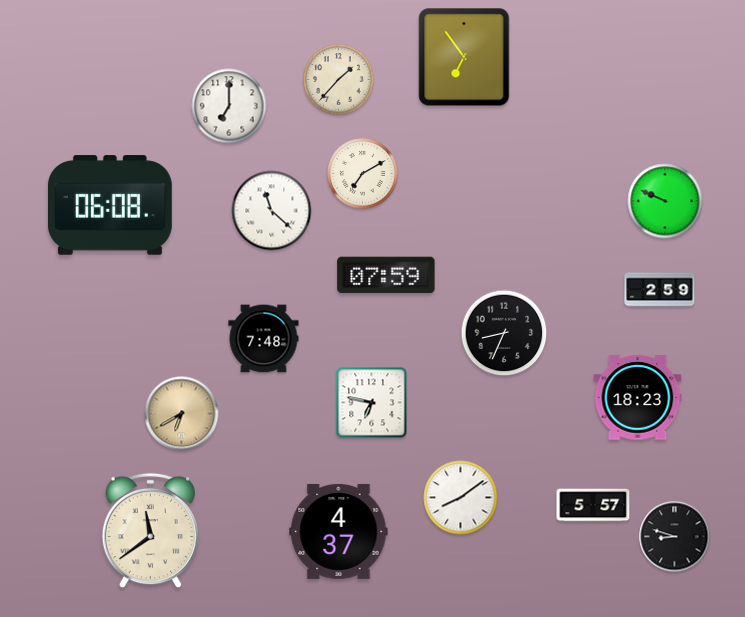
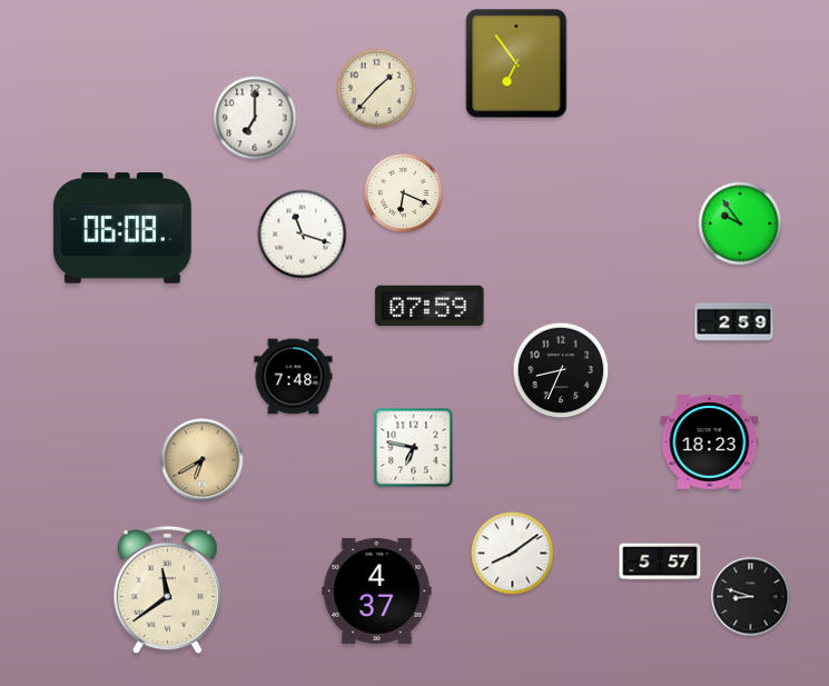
clock at (363, 174): 7:10 -> 6:19
clock at (665, 201): 9:49 -> 9:54
clock at (272, 211): 11:22 -> 11:18
